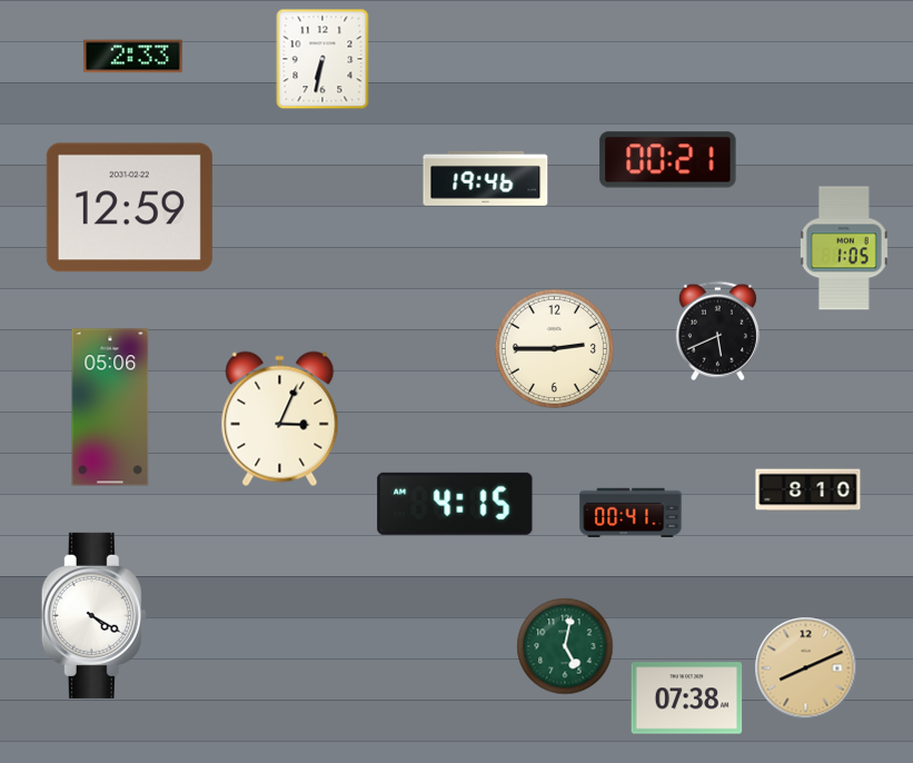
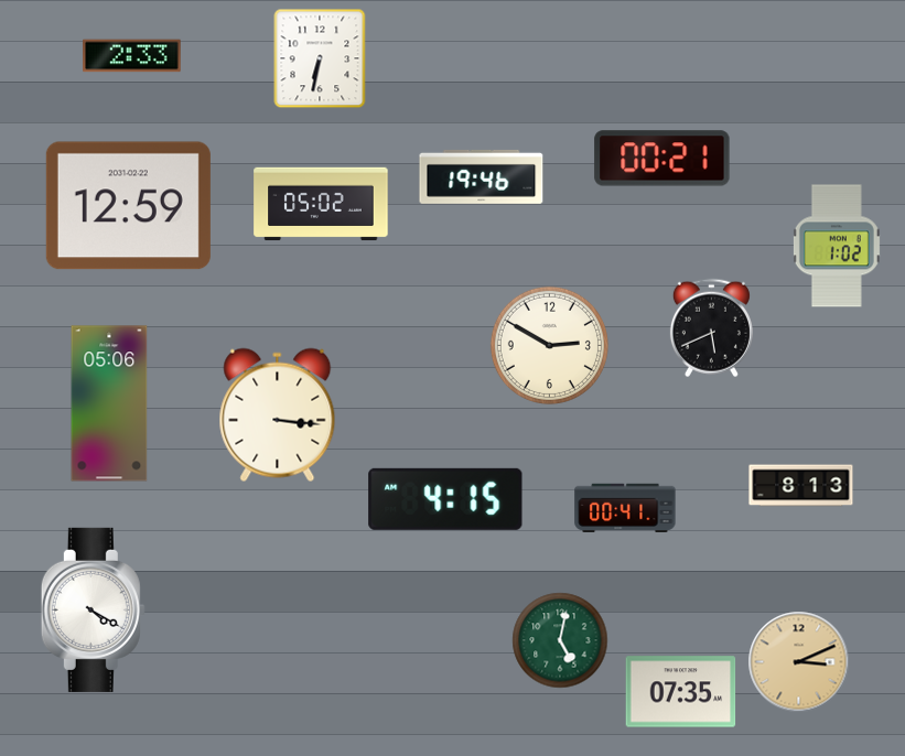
clock at (321, 204): none -> 05:02
clock at (844, 248): 1:05 -> 1:02
clock at (554, 348): 2:45 -> 2:50
clock at (280, 419): 3:04 -> 3:16
clock at (808, 490): 8:10 -> 8:13
clock at (455, 504) position: (455, 504) -> (445, 499)
clock at (806, 668): 8:11 -> 3:11
clock at (687, 698): 07:38 -> 07:35
